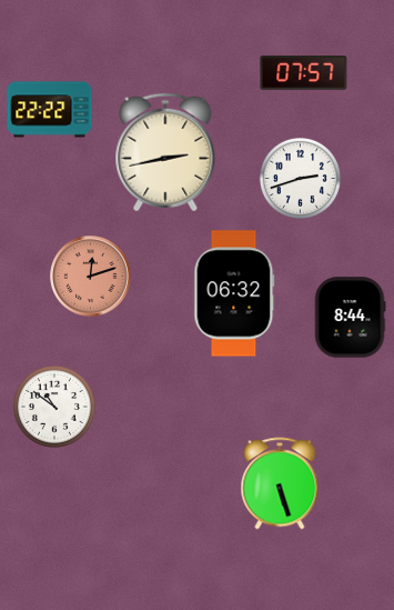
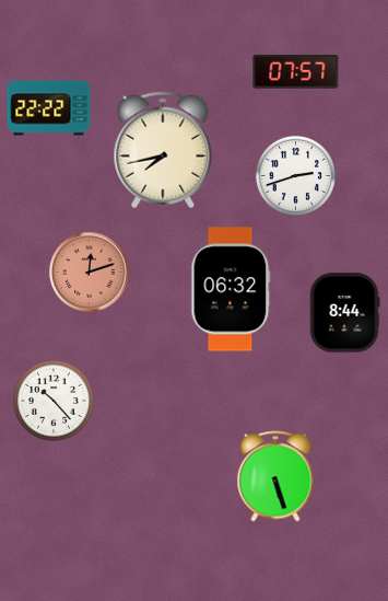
clock at (304, 73) position: (304, 73) -> (296, 72)
clock at (165, 152): 2:43 -> 7:43
clock at (54, 407): 10:51 -> 10:23
